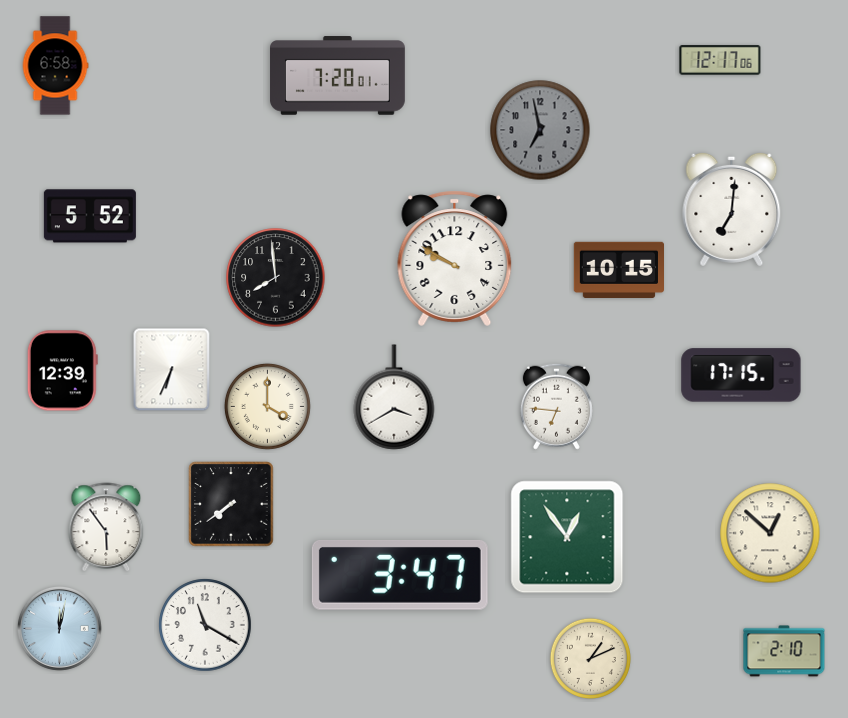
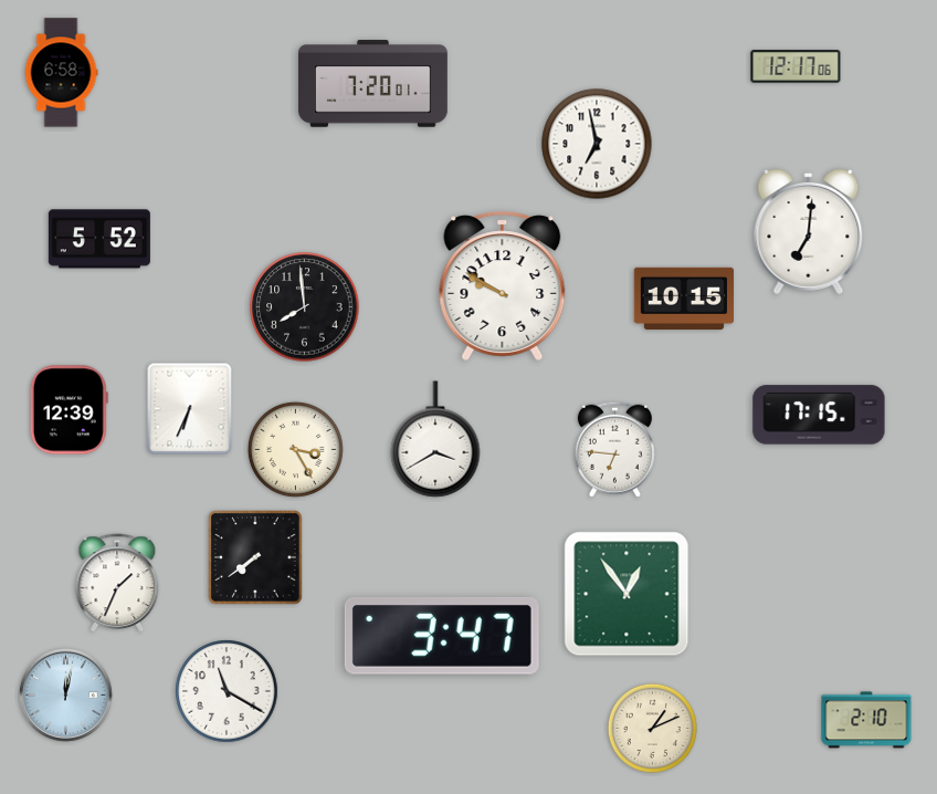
clock at (540, 130) dial: grey -> white
clock at (267, 406): 4:00 -> 3:25
clock at (106, 527): 5:54 -> 1:34
clock at (770, 533): 12:52 -> none
